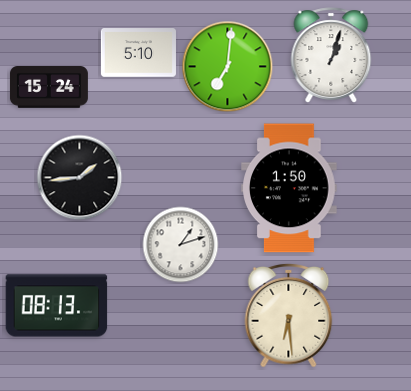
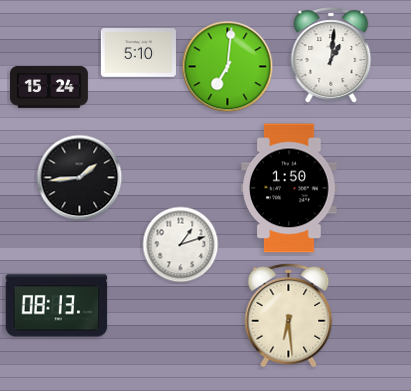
clock at (331, 55): 1:03 -> 1:01
